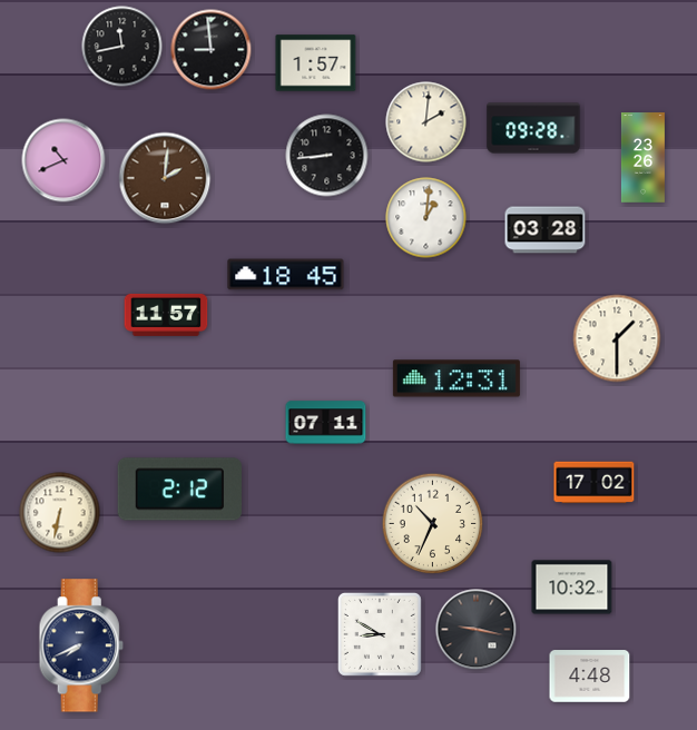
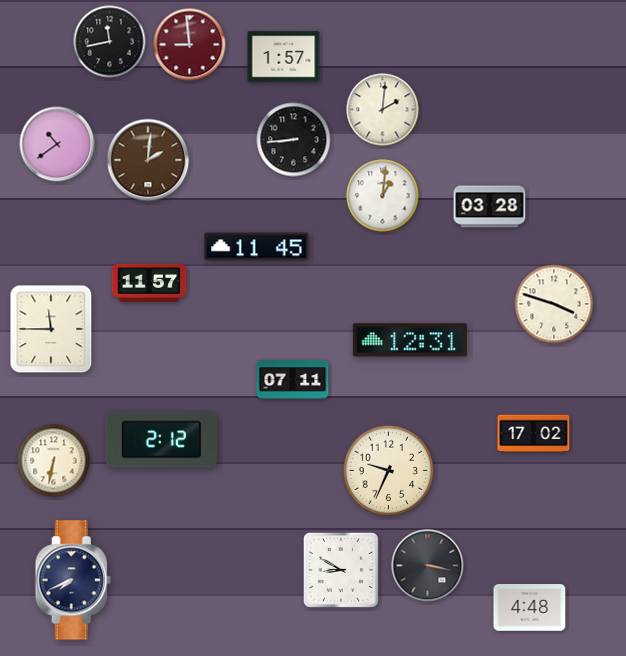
clock at (212, 50) dial: black -> burgundy
clock at (533, 128): 09:28 -> none
clock at (642, 158): 23:26 -> none
clock at (63, 160): 10:41 -> 10:39
clock at (286, 275): 18:45 -> 11:45
clock at (617, 338): 1:30 -> 3:48
clock at (51, 329): none -> 11:45
clock at (433, 524): 10:34 -> 9:34
clock at (572, 588): 10:32 -> none
clock at (477, 630): 9:17 -> 3:17
